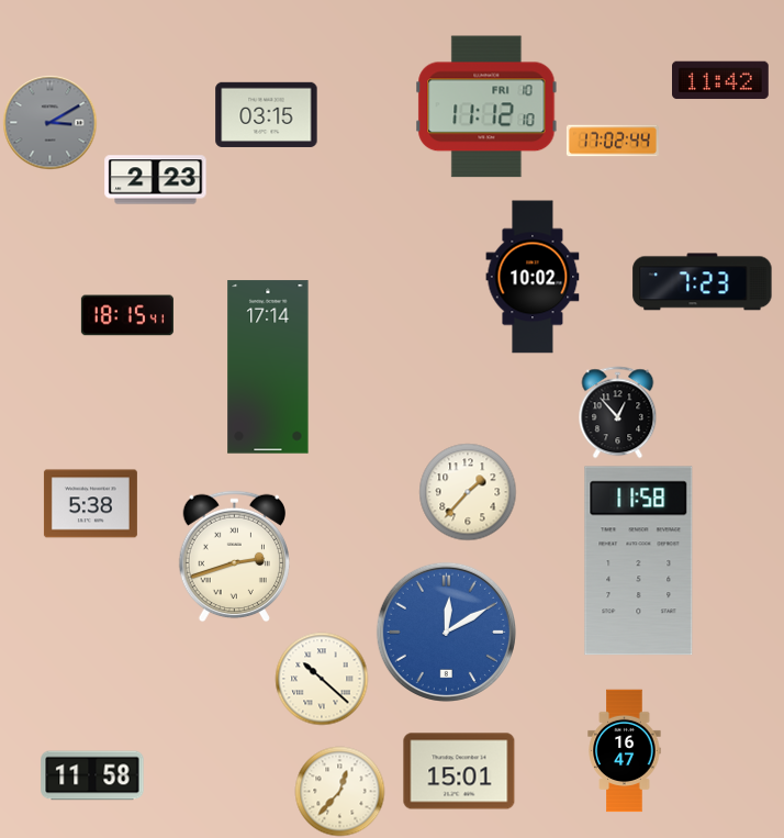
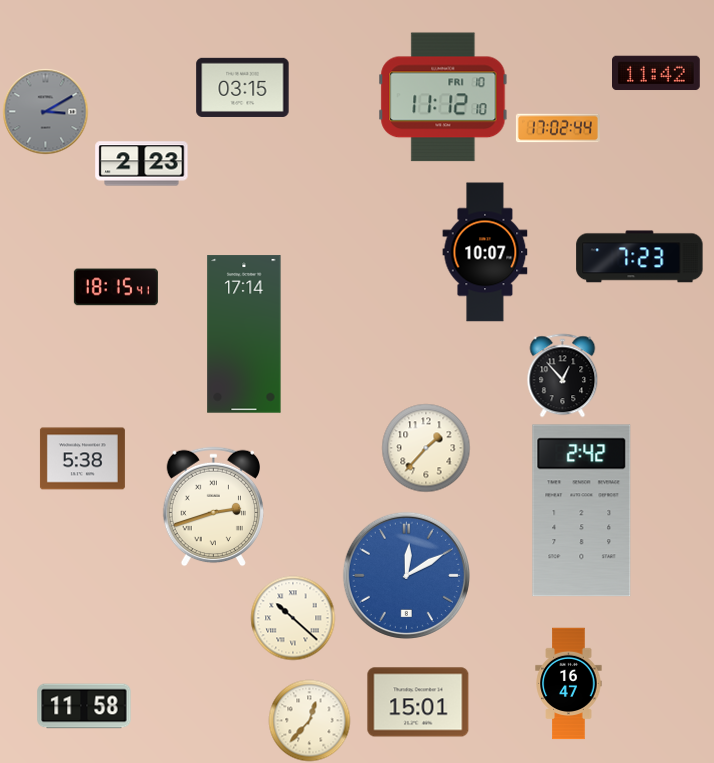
clock at (267, 114) position: (267, 114) -> (243, 87)
clock at (533, 277): 10:02 -> 10:07
clock at (639, 561): 11:58 -> 2:42
